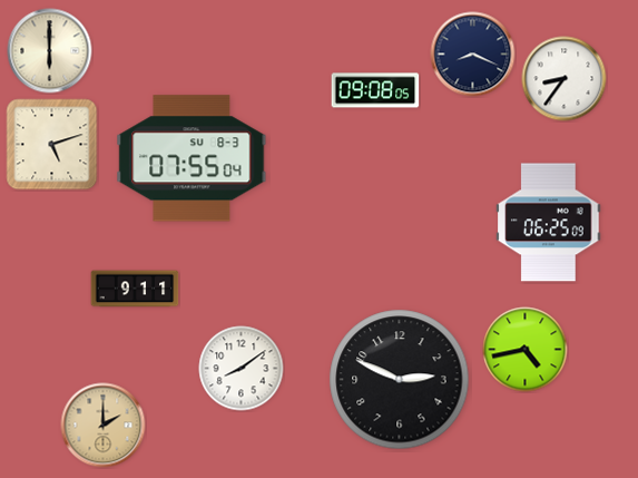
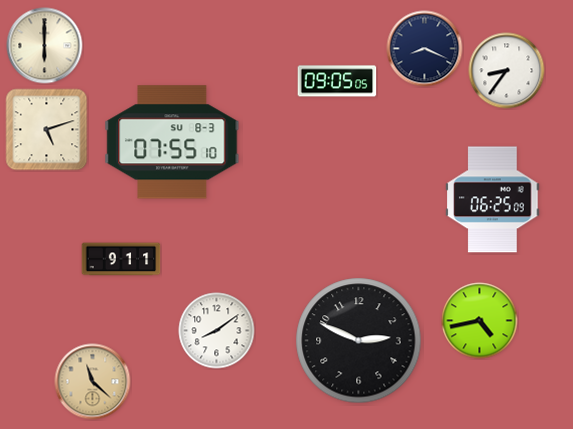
clock at (375, 90): 09:08 -> 09:05
clock at (192, 158): 07:55:04 -> 07:55:10
clock at (526, 350) position: (526, 350) -> (480, 321)
clock at (104, 426): 2:00 -> 11:22
